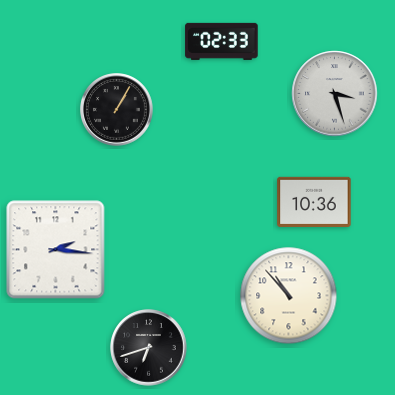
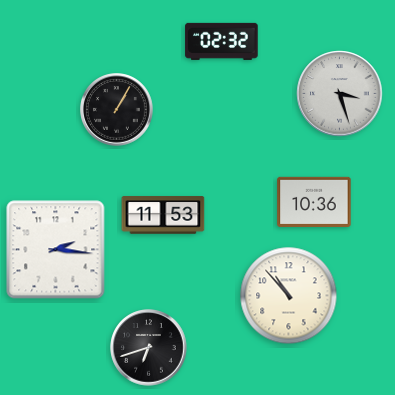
clock at (222, 41): 02:33 -> 02:32
clock at (335, 94) position: (335, 94) -> (340, 94)
clock at (163, 215): none -> 11:53
